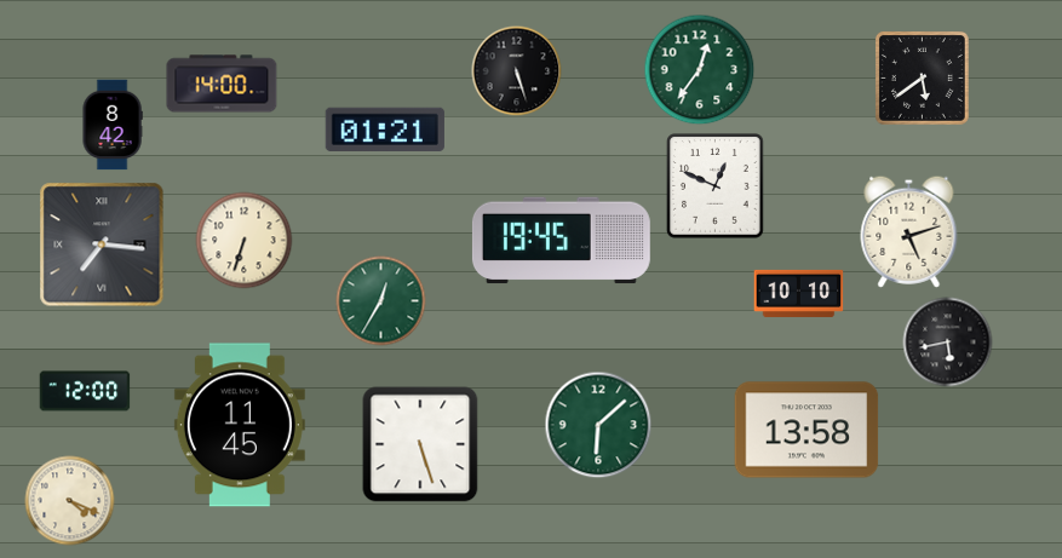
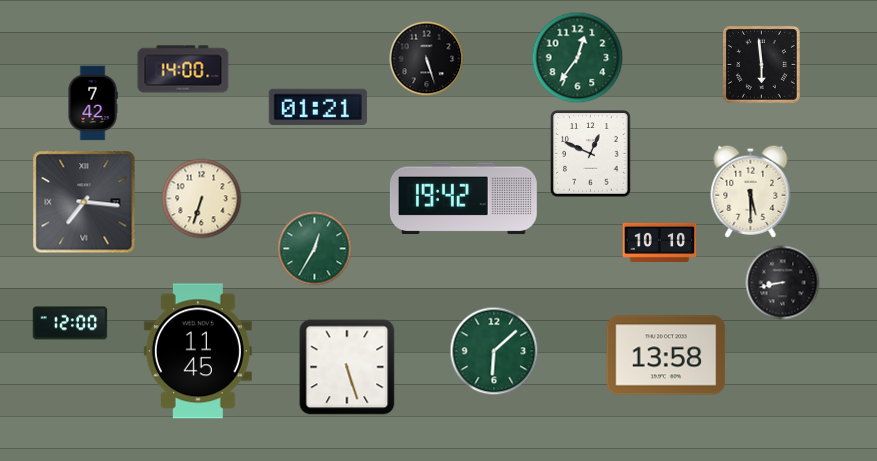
clock at (923, 79): 5:39 -> 5:59
clock at (113, 125): 8:42 -> 7:42
clock at (909, 231): 5:12 -> 5:30
clock at (561, 241): 19:45 -> 19:42
clock at (948, 343): 5:43 -> 8:43
clock at (70, 501): 4:19 -> none
